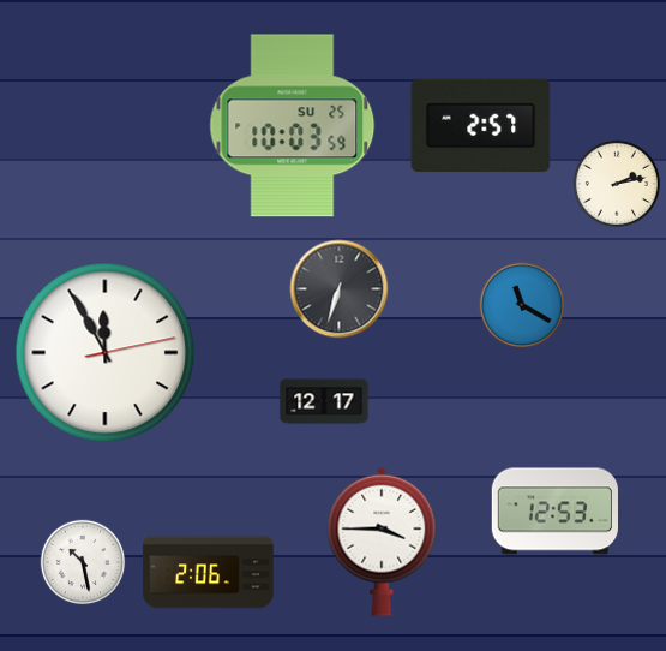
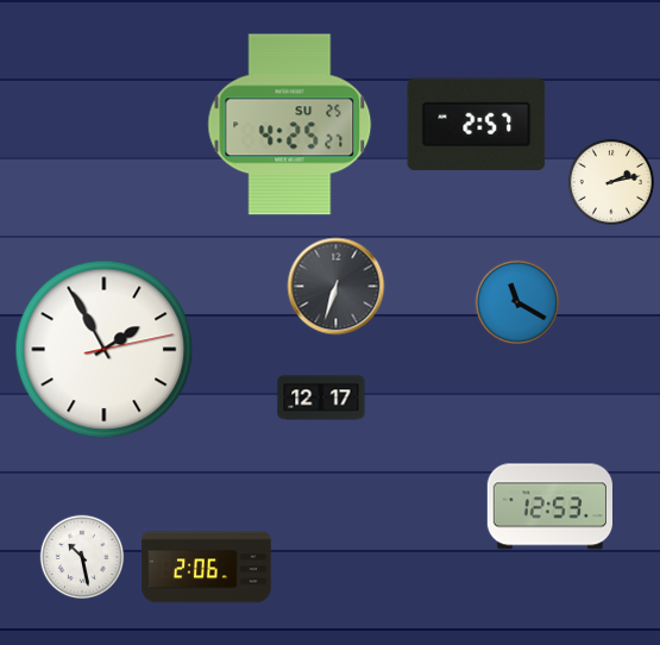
clock at (293, 126): 10:03 -> 4:25
clock at (106, 353): 11:55 -> 1:55
clock at (382, 542): 3:45 -> none
